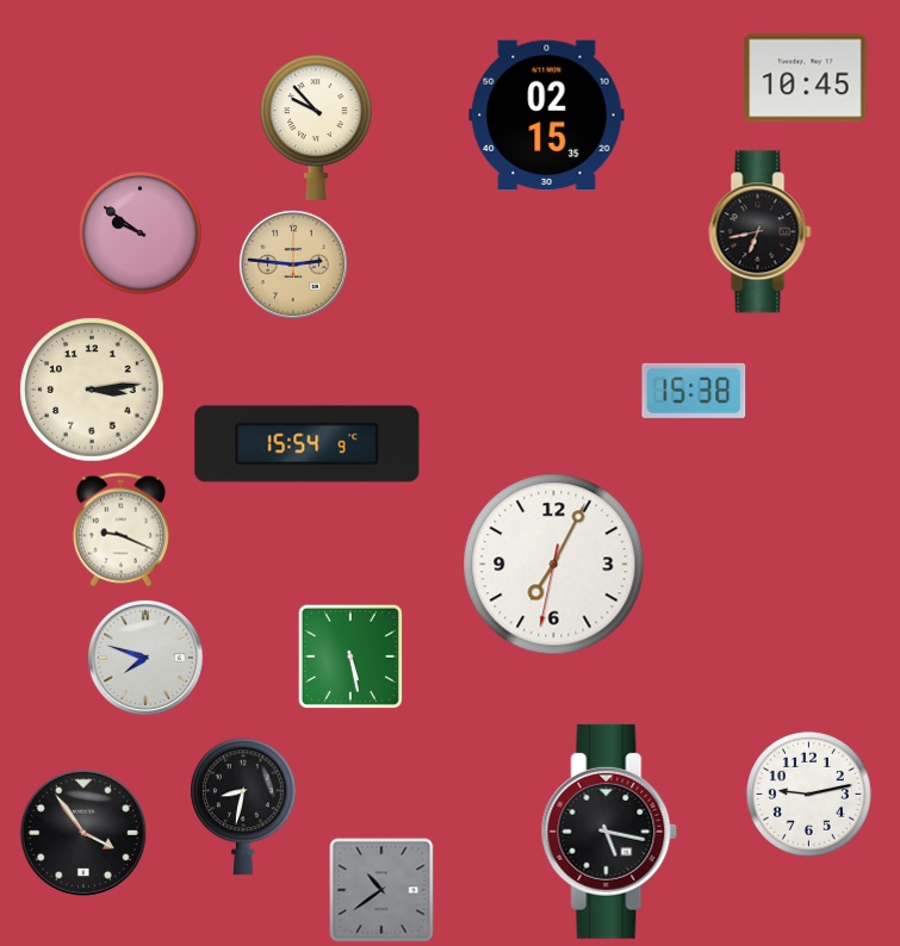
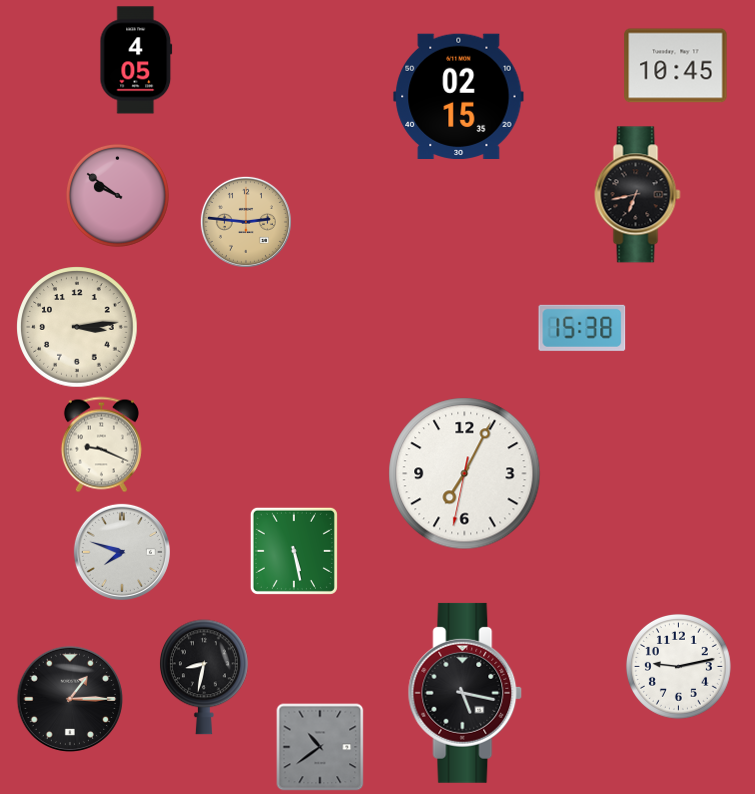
clock at (136, 60): none -> 4:05
clock at (317, 127): 9:53 -> none
clock at (308, 444): 15:54 -> none
clock at (609, 832) position: (609, 832) -> (465, 693)
clock at (83, 833): 3:54 -> 1:15
